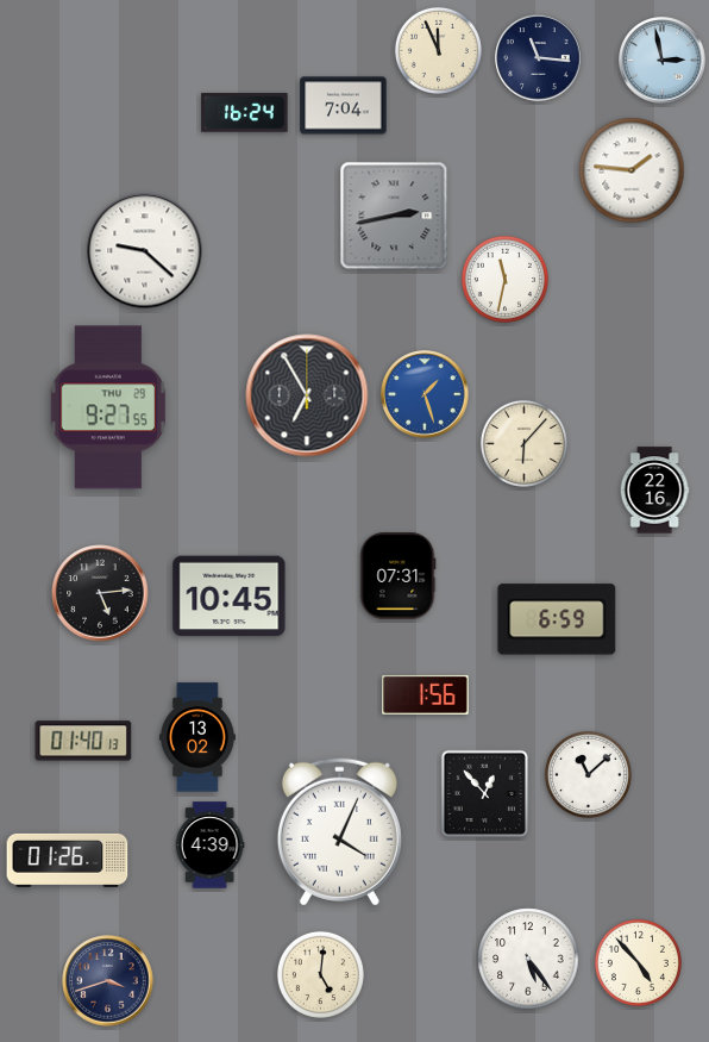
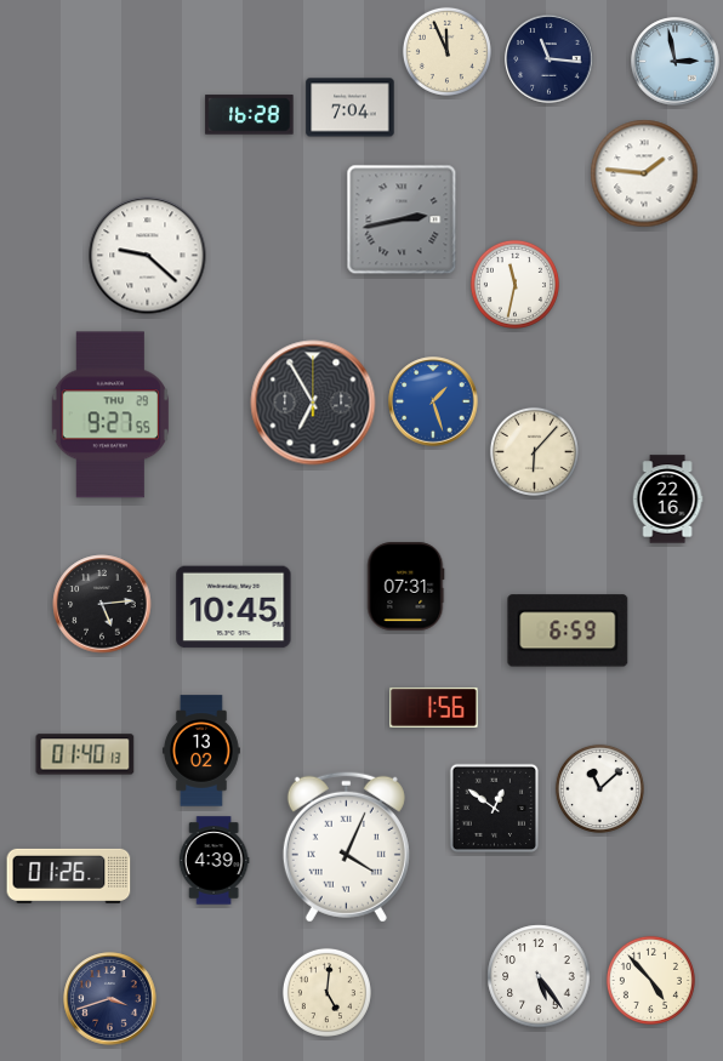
clock at (245, 113): 16:24 -> 16:28
clock at (485, 794): 12:53 -> 12:51
